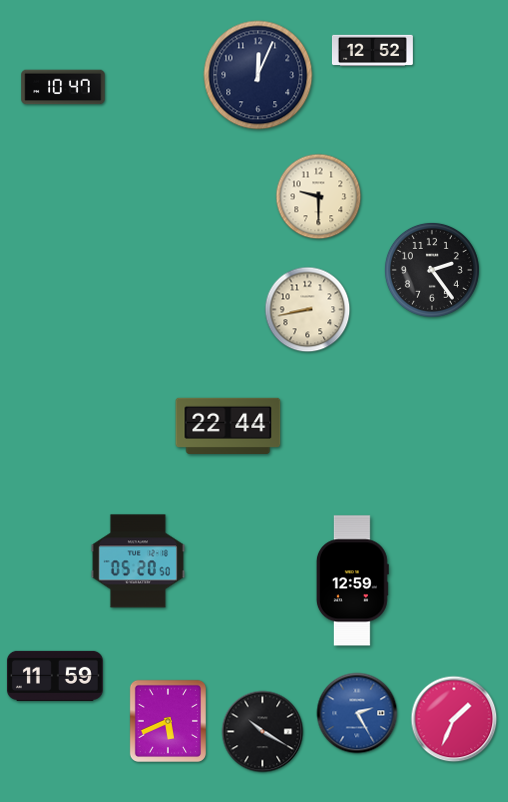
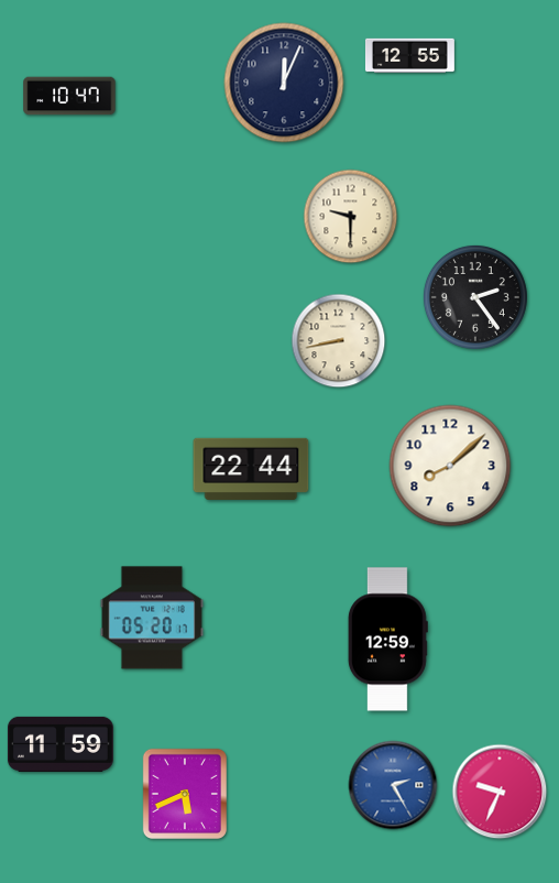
clock at (372, 51): 12:52 -> 12:55
clock at (450, 466): none -> 8:08
clock at (138, 561): 05:20:50 -> 05:20:17
clock at (454, 719): 1:34 -> 9:34
clock at (263, 732): 10:20 -> none
